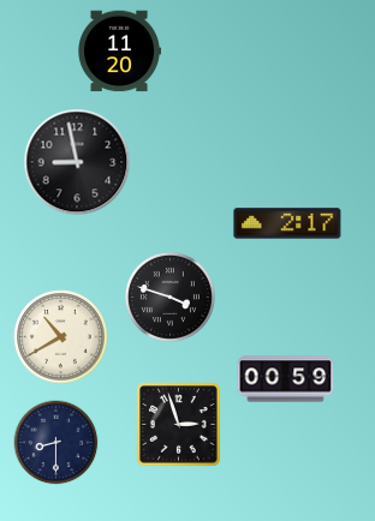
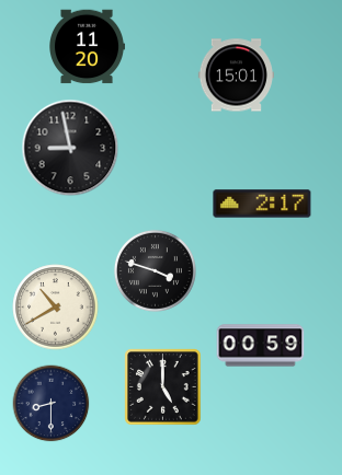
clock at (120, 52) position: (120, 52) -> (88, 47)
clock at (236, 76): none -> 15:01
clock at (179, 425): 2:57 -> 5:00
